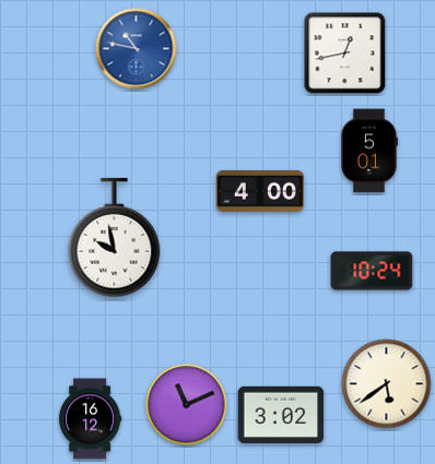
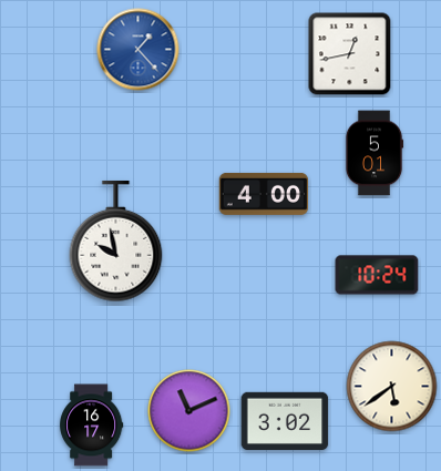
clock at (137, 49): 10:47 -> 1:23
clock at (387, 384) position: (387, 384) -> (392, 387)
clock at (91, 419): 16:12 -> 16:17
